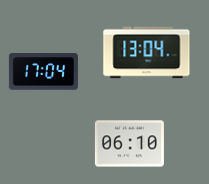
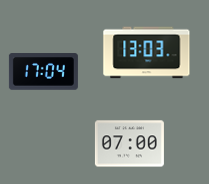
clock at (147, 53): 13:04 -> 13:03
clock at (129, 144): 06:10 -> 07:00
